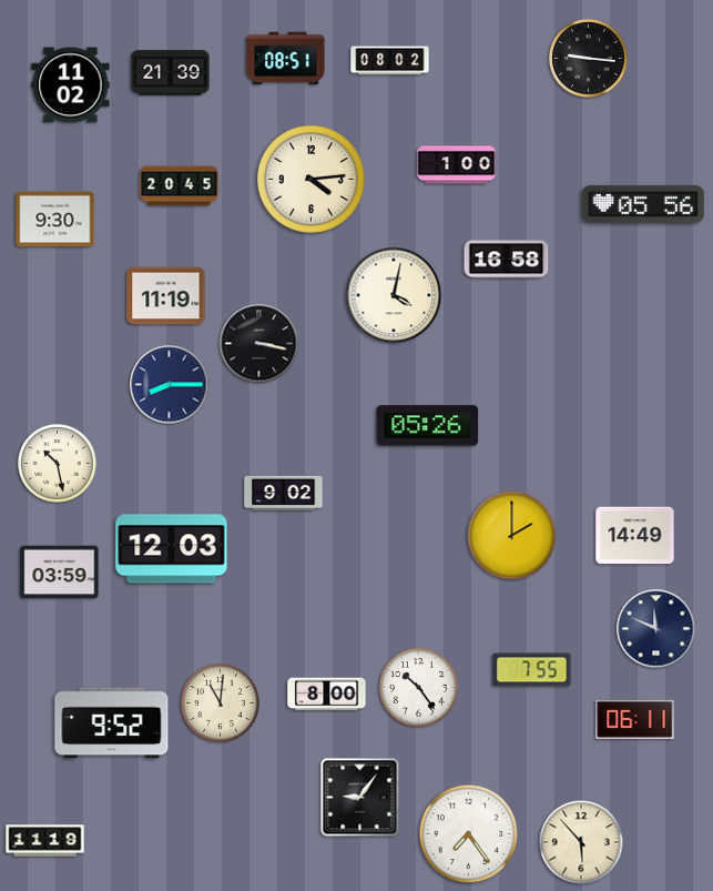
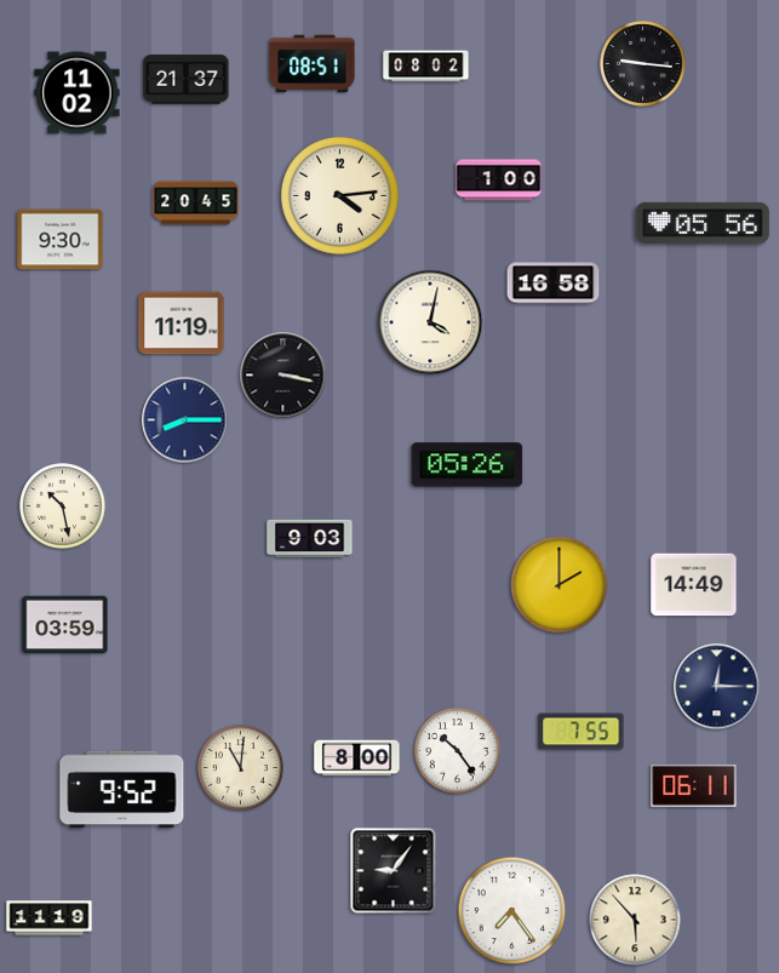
clock at (171, 73): 21:39 -> 21:37
clock at (284, 493): 9:02 -> 9:03
clock at (172, 549): 12:03 -> none
clock at (656, 629): 11:49 -> 12:15
